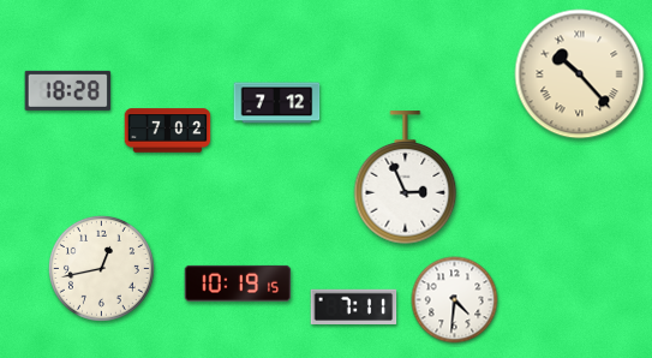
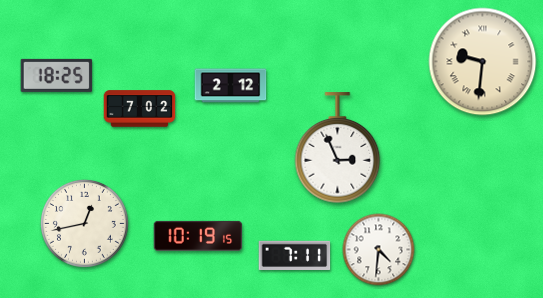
clock at (580, 74): 10:23 -> 9:31
clock at (68, 90): 18:28 -> 18:25
clock at (277, 103): 7:12 -> 2:12
